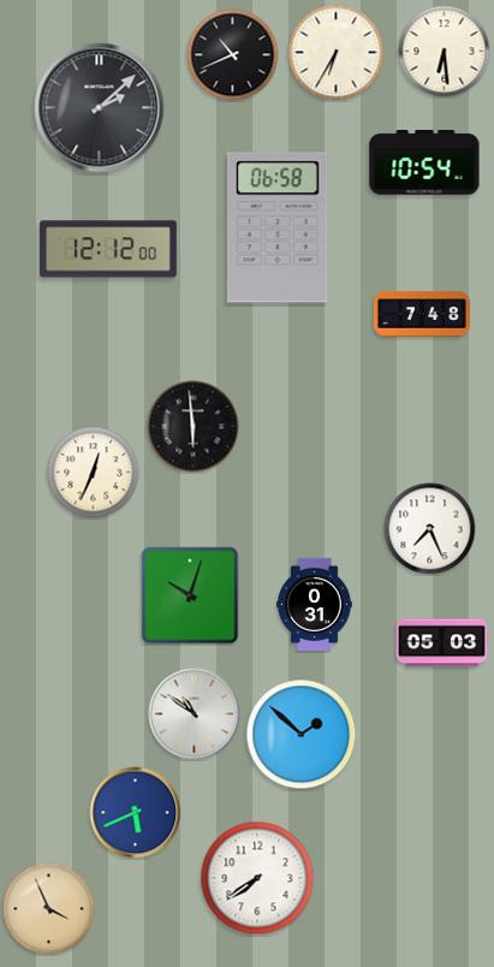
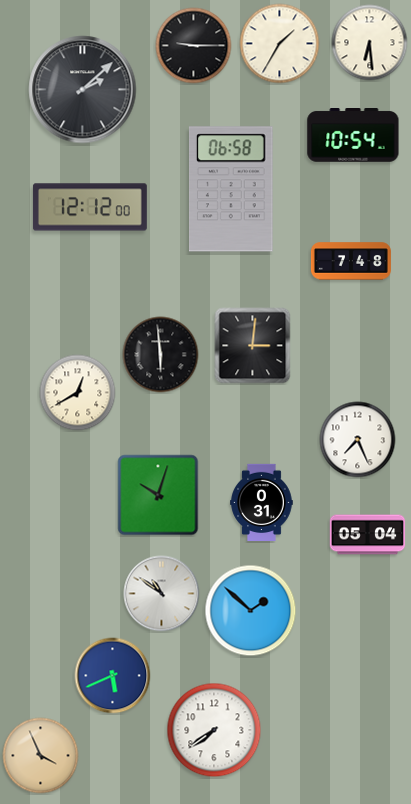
clock at (337, 53): 6:35 -> 1:35
clock at (233, 55): 10:41 -> 9:15
clock at (253, 346): none -> 3:01
clock at (94, 473): 12:34 -> 12:40
clock at (442, 643): 05:03 -> 05:04
